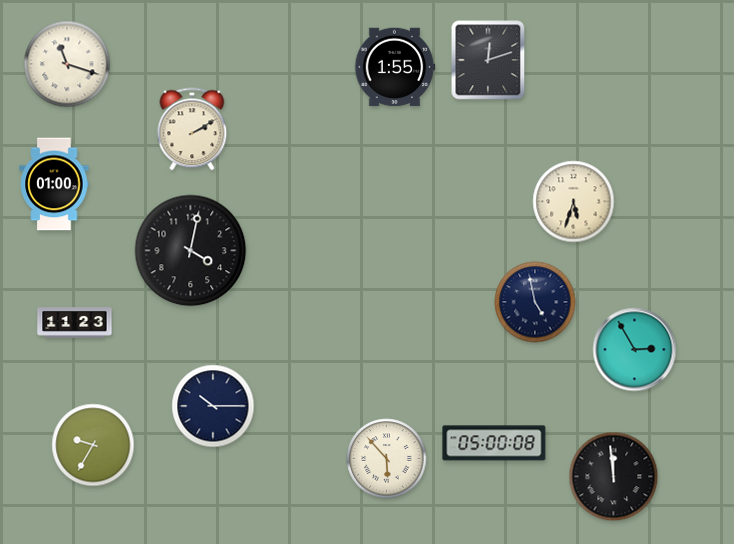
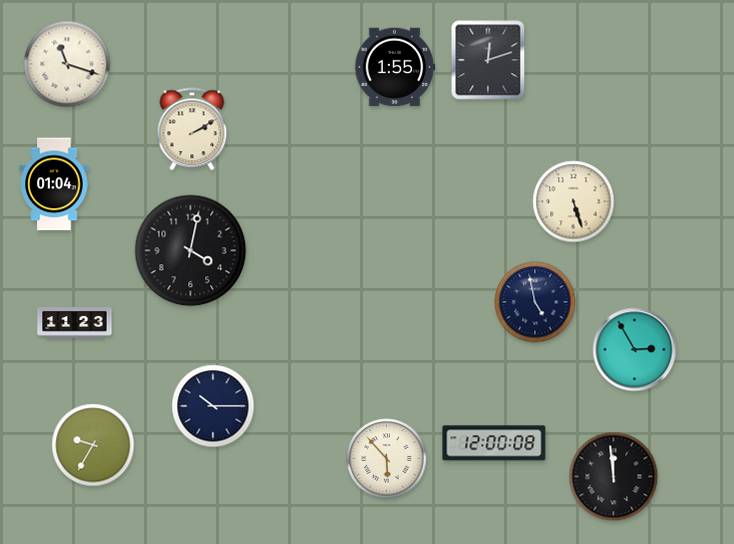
clock at (54, 184): 01:00 -> 01:04
clock at (574, 202): 5:33 -> 5:27
clock at (494, 443): 05:00 -> 12:00
